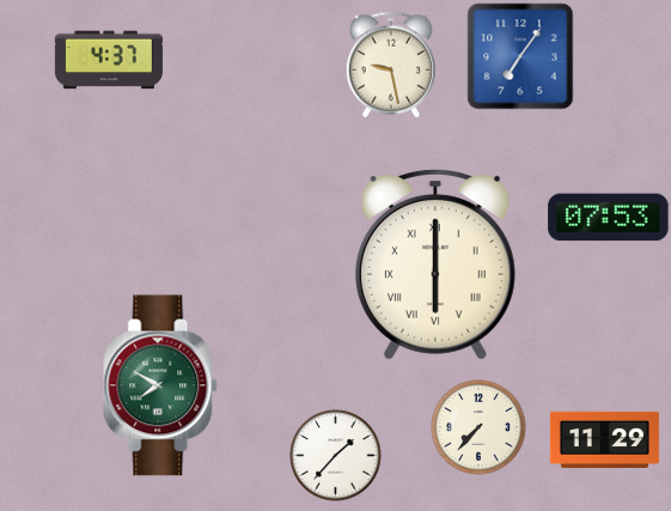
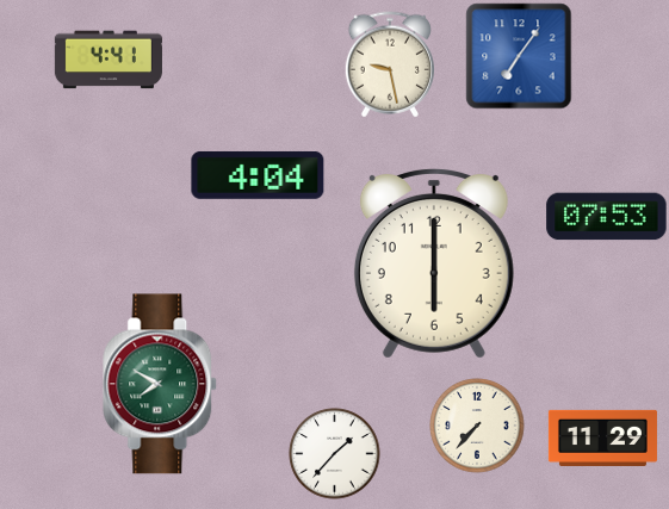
clock at (109, 60): 4:37 -> 4:41
clock at (258, 175): none -> 4:04
clock at (435, 264) numerals: Roman -> Arabic
